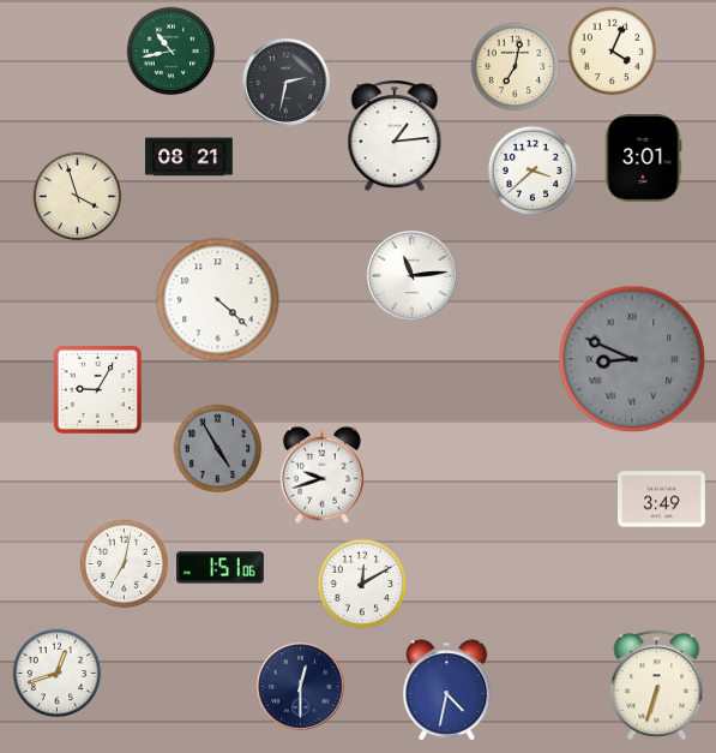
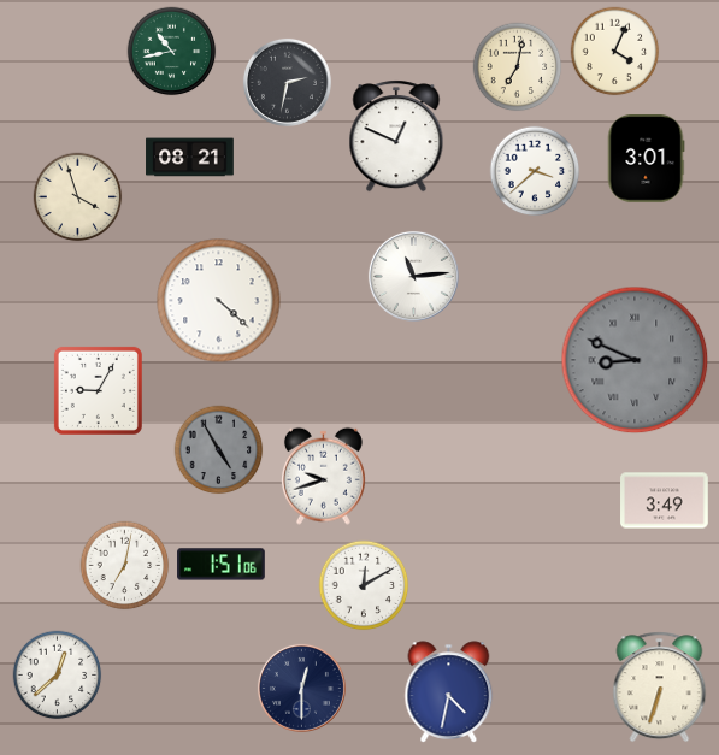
clock at (395, 136): 1:14 -> 12:49
clock at (221, 568) position: (221, 568) -> (222, 565)
clock at (58, 674): 12:42 -> 12:38
